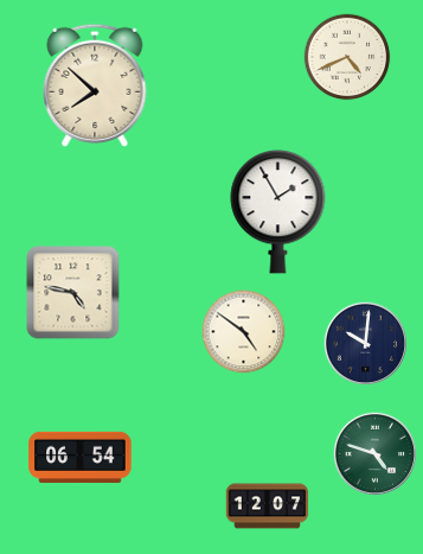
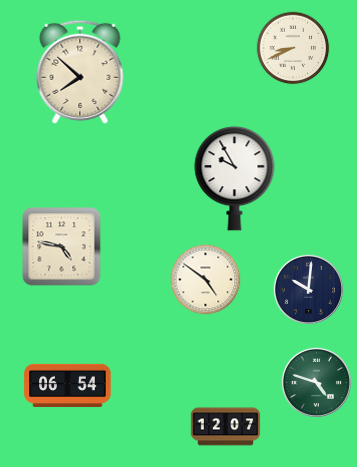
clock at (347, 57): 4:41 -> 8:41
clock at (278, 212): 1:55 -> 9:55
